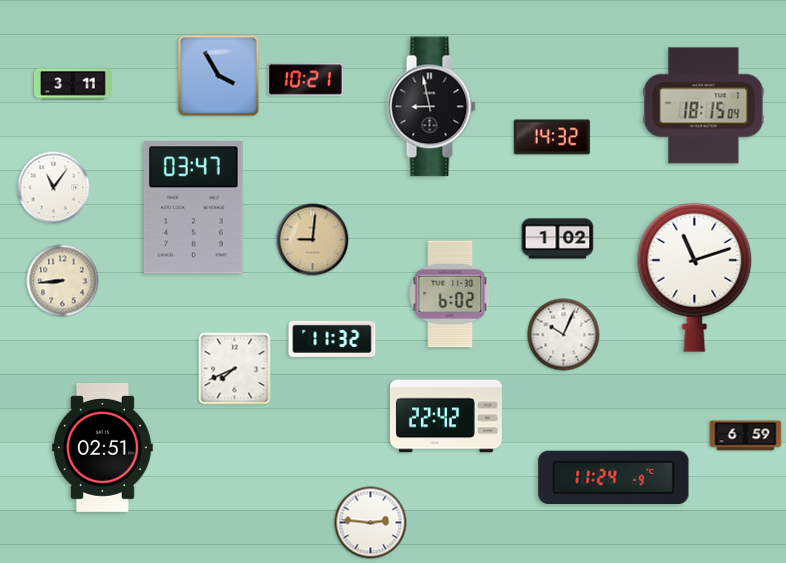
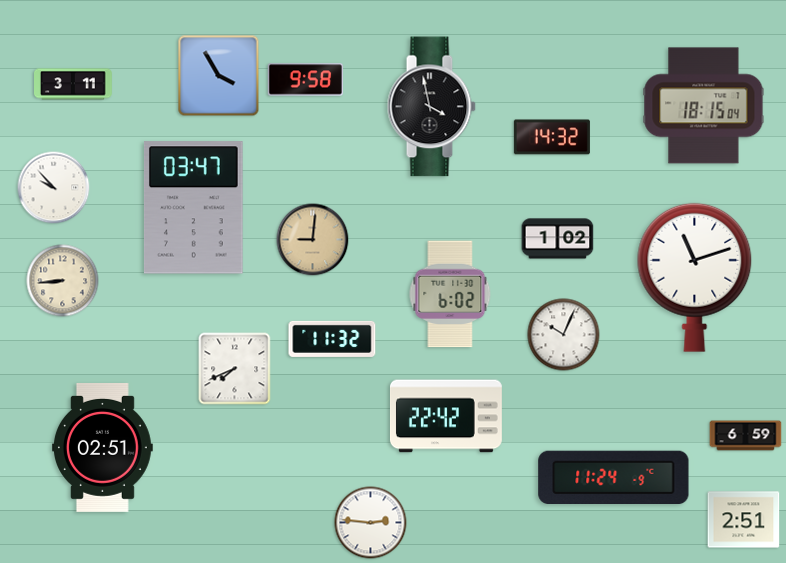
clock at (305, 80): 10:21 -> 9:58
clock at (431, 107): 8:58 -> 3:58
clock at (54, 188): 11:06 -> 9:53
clock at (744, 520): none -> 2:51
